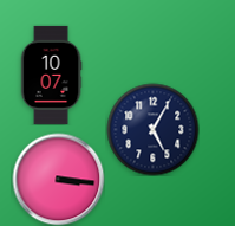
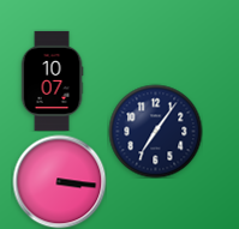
clock at (51, 75) position: (51, 75) -> (52, 80)
clock at (152, 129): 5:05 -> 7:06
